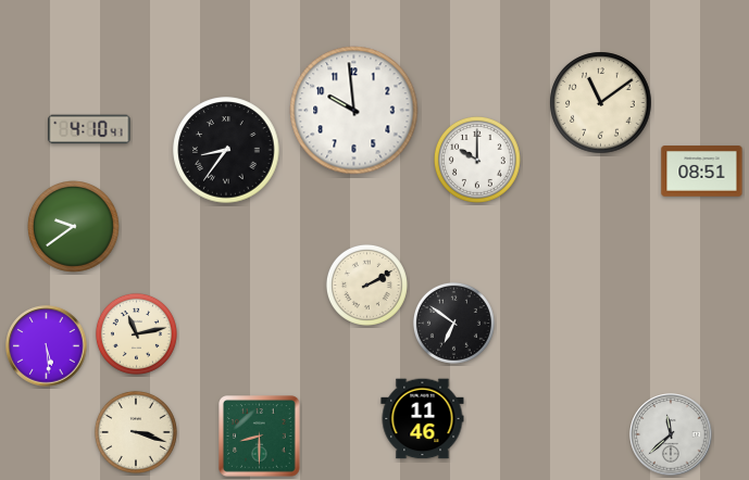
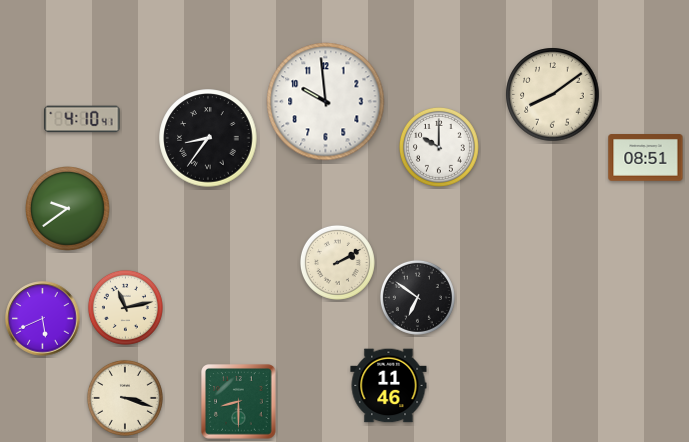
clock at (601, 103): 11:09 -> 8:09
clock at (47, 346): 5:29 -> 5:41
clock at (671, 434): 11:38 -> none
